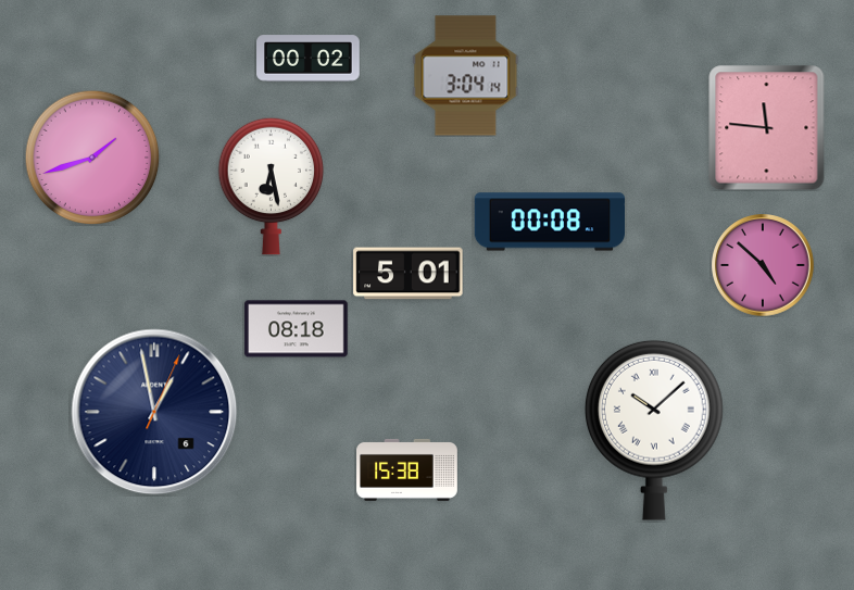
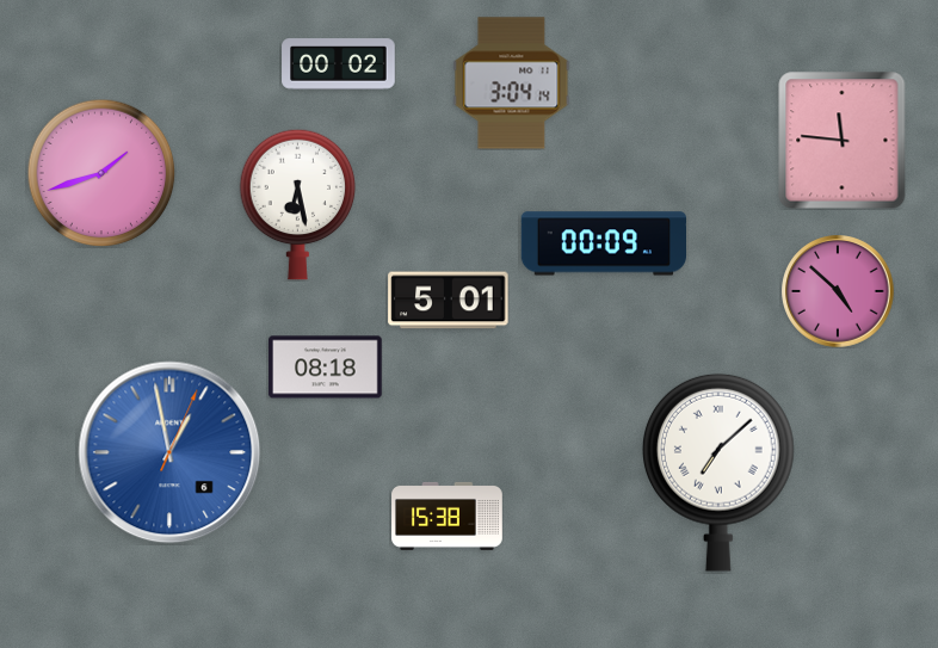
clock at (549, 222): 00:08 -> 00:09
clock at (297, 329) position: (297, 329) -> (326, 368)
clock at (154, 412) dial: navy -> blue
clock at (654, 430): 10:08 -> 7:08
